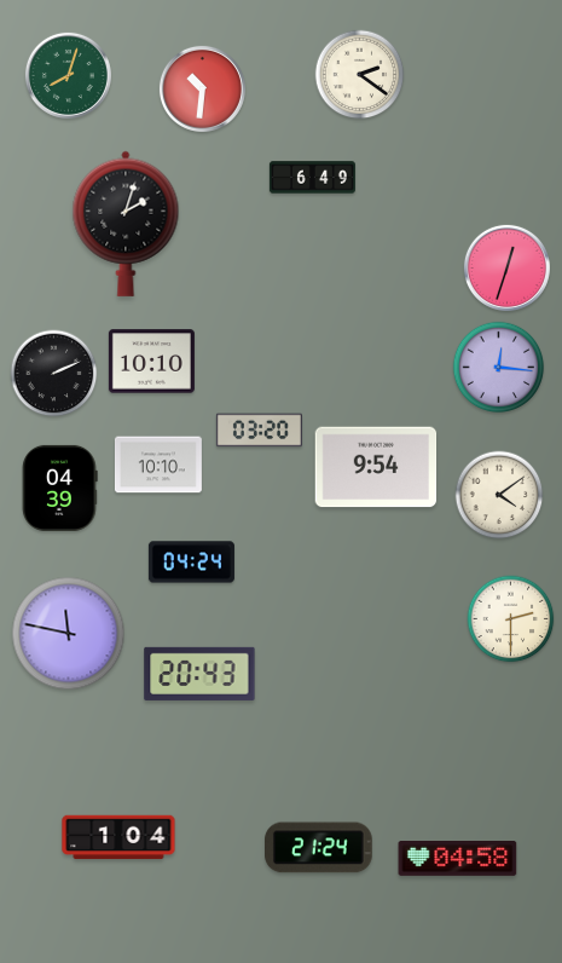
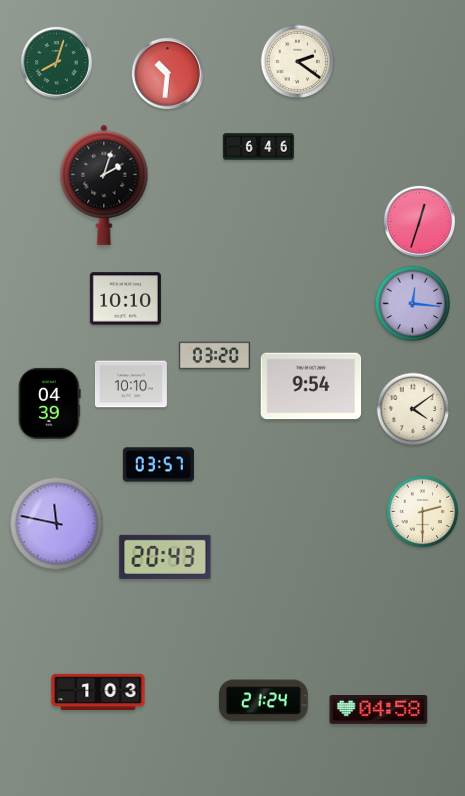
clock at (312, 178): 6:49 -> 6:46
clock at (54, 374): 2:11 -> none
clock at (191, 563): 04:24 -> 03:57
clock at (118, 837): 1:04 -> 1:03
